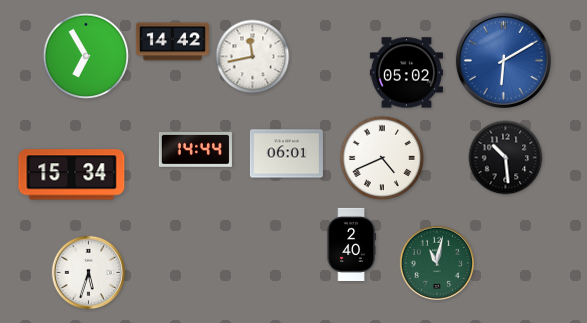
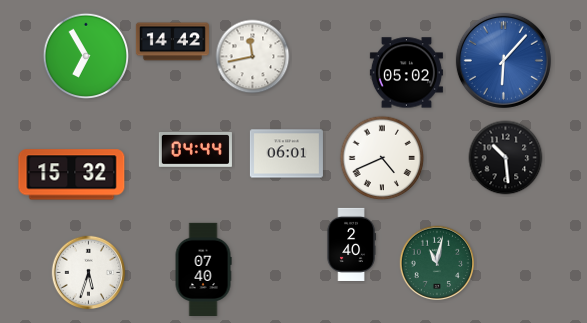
clock at (503, 60): 6:10 -> 6:07
clock at (195, 150): 14:44 -> 04:44
clock at (72, 175): 15:34 -> 15:32
clock at (203, 269): none -> 07:40
